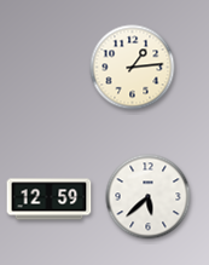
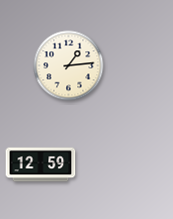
clock at (133, 68) position: (133, 68) -> (69, 66)
clock at (149, 197): 5:38 -> none
